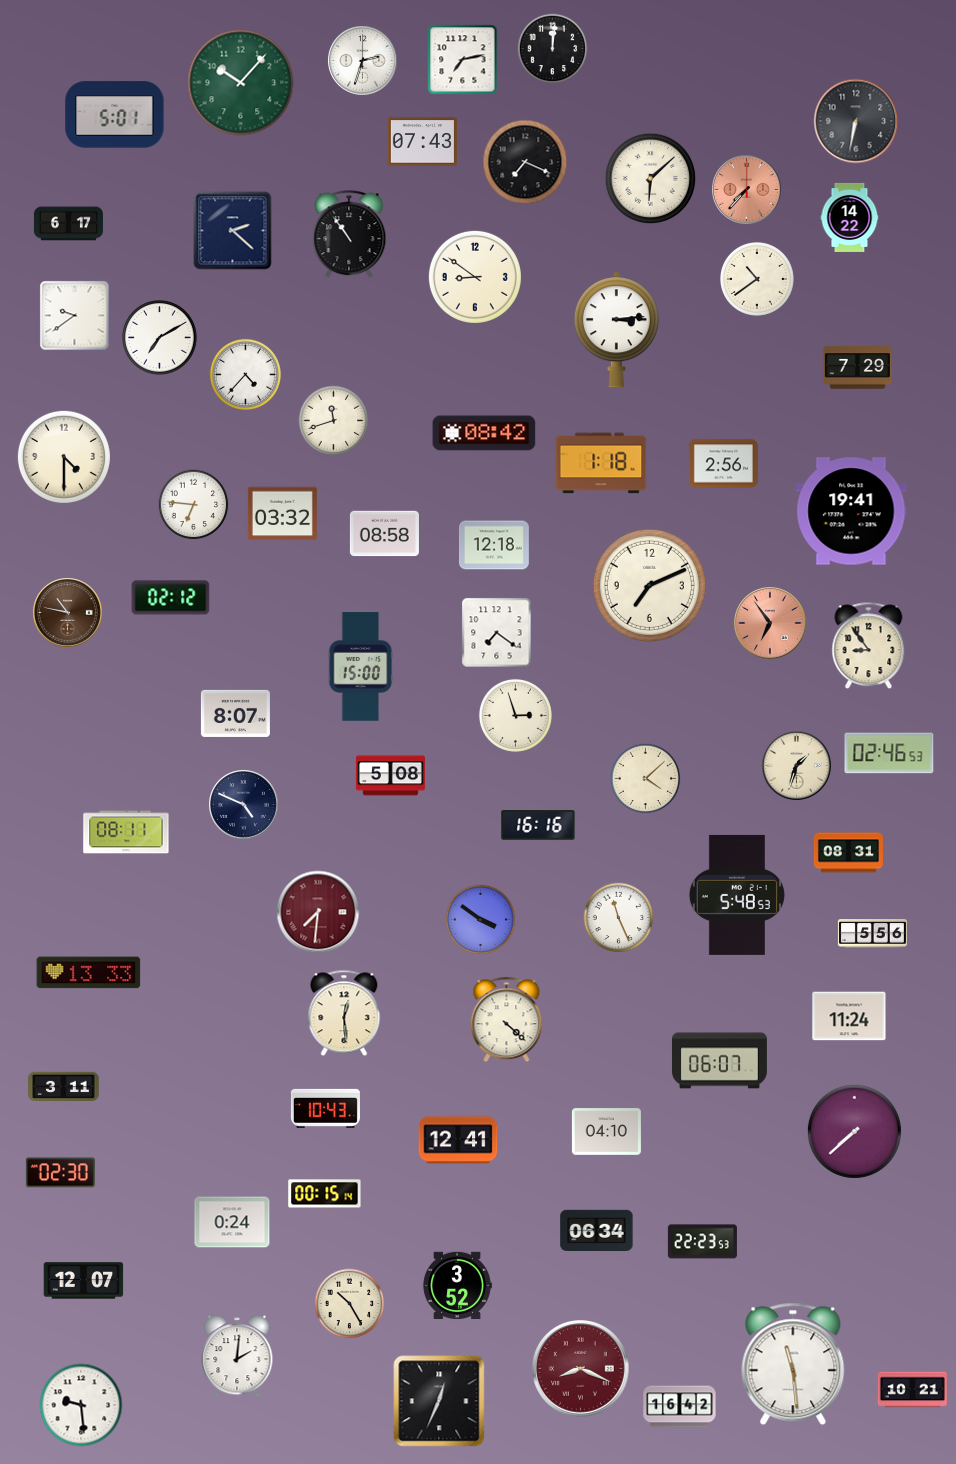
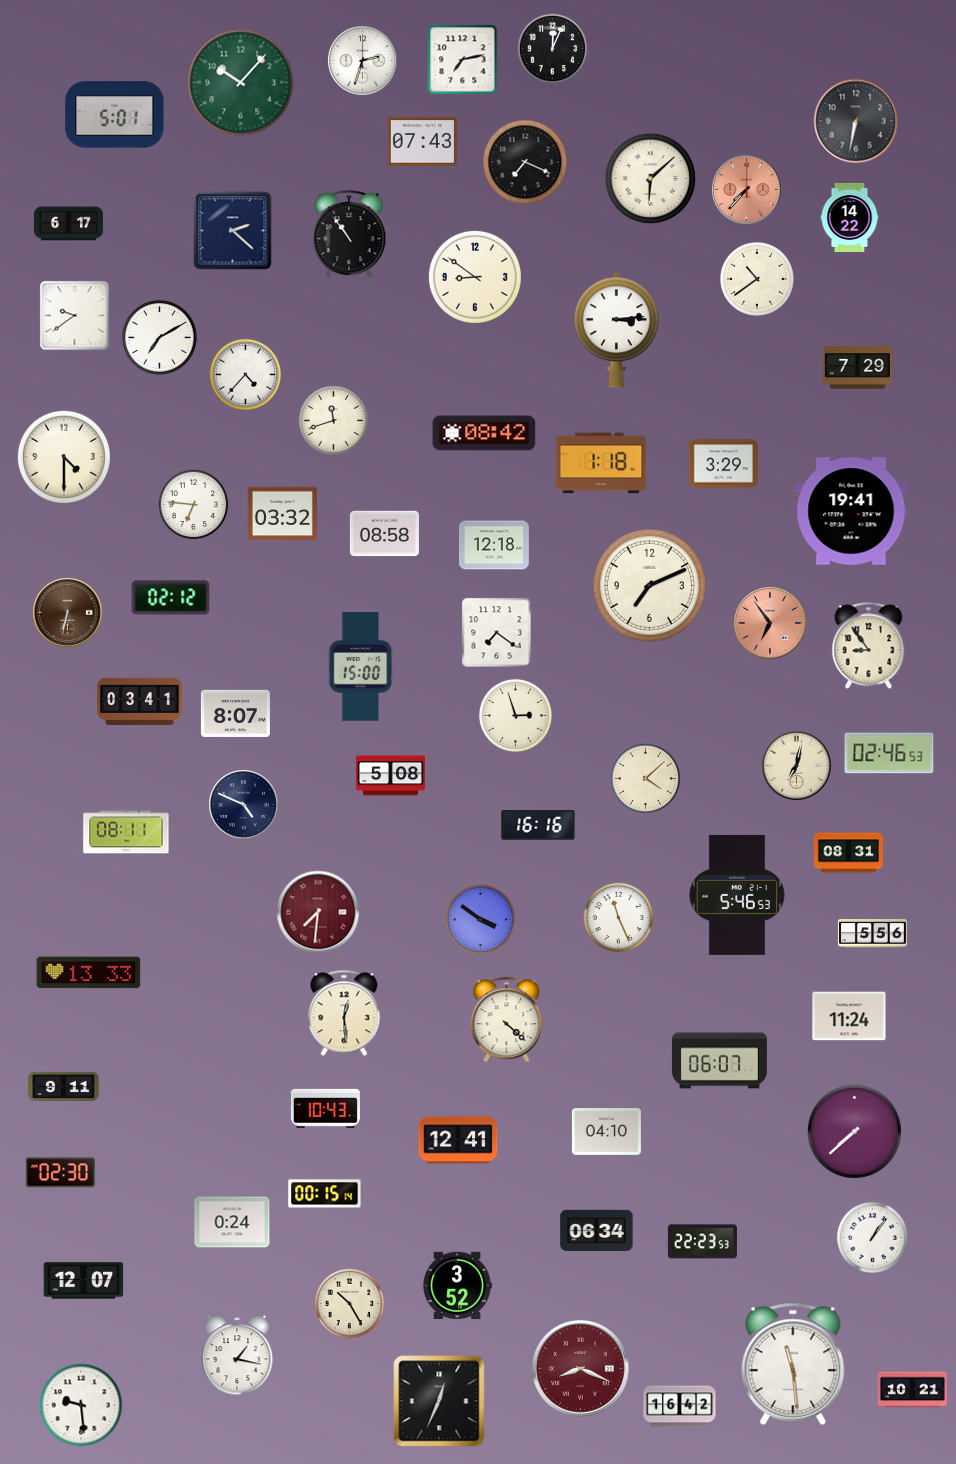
clock at (553, 49): 12:01 -> 12:04
clock at (723, 464): 2:56 -> 3:29
clock at (68, 613): 10:47 -> 6:32
clock at (140, 701): none -> 03:41
clock at (797, 766): 1:33 -> 7:02
clock at (737, 895): 5:48 -> 5:46
clock at (64, 1086): 3:11 -> 9:11
clock at (872, 1237): none -> 1:06
clock at (237, 1356): 2:01 -> 1:17
